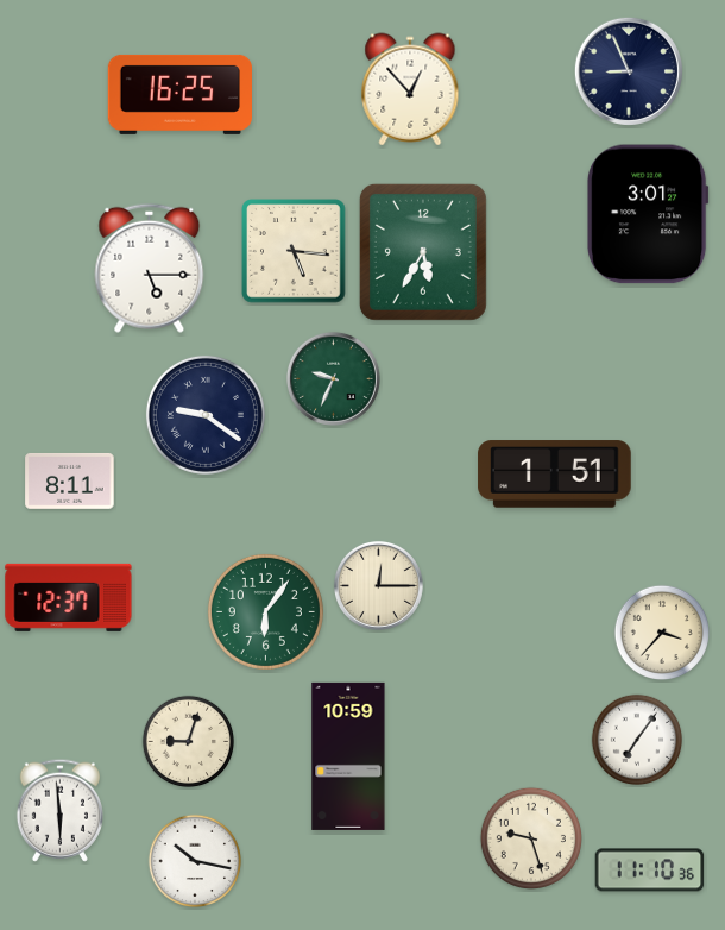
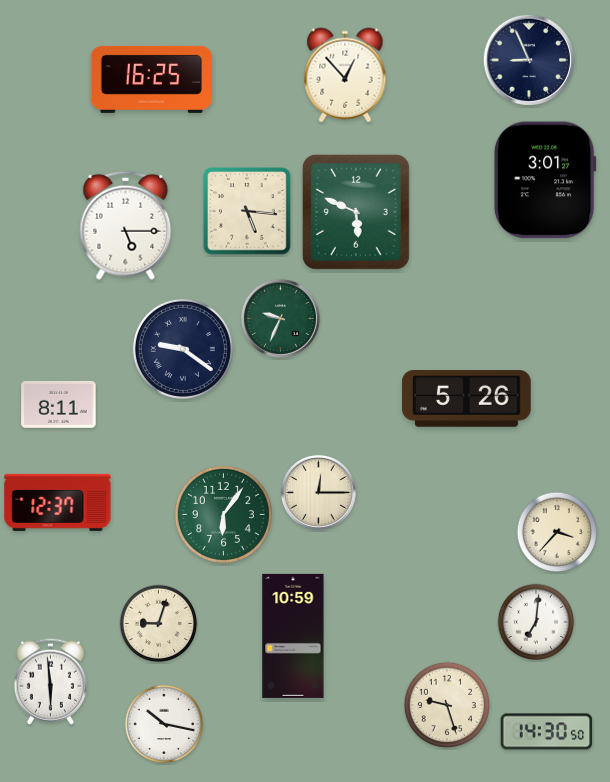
clock at (423, 252): 5:35 -> 5:49
clock at (206, 415) position: (206, 415) -> (183, 349)
clock at (555, 475): 1:51 -> 5:26
clock at (637, 740): 7:06 -> 7:01
clock at (650, 871): 11:10 -> 14:30
